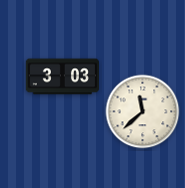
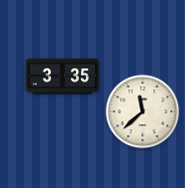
clock at (62, 77): 3:03 -> 3:35
